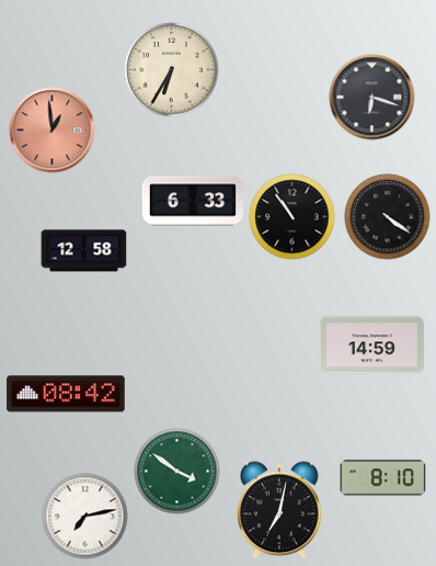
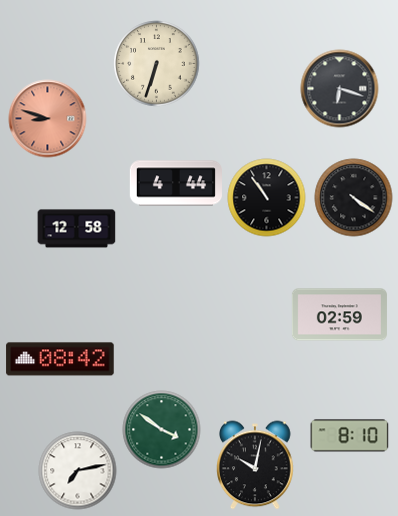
clock at (171, 69): 6:35 -> 6:33
clock at (51, 129): 12:59 -> 8:48
clock at (192, 201): 6:33 -> 4:44
clock at (371, 346): 14:59 -> 02:59
clock at (279, 510): 7:02 -> 10:02
